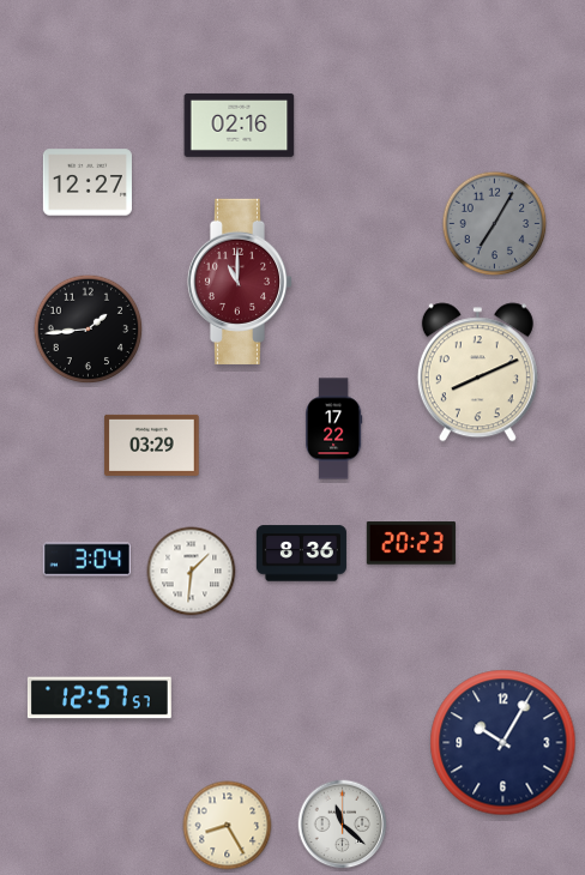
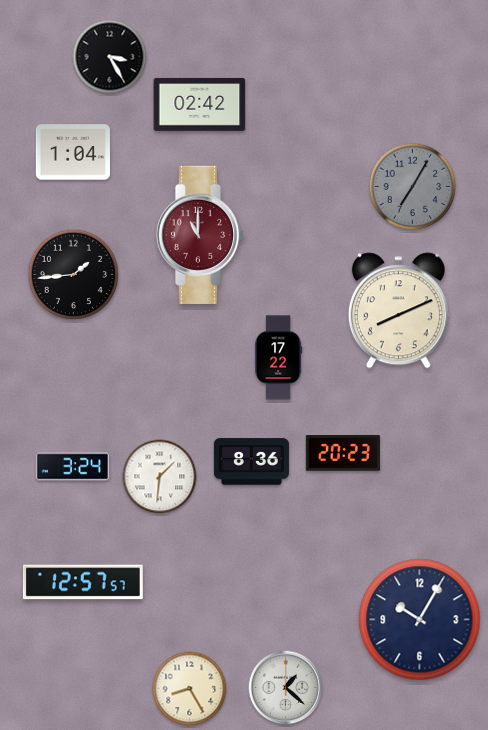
clock at (110, 57): none -> 3:25
clock at (240, 125): 02:16 -> 02:42
clock at (88, 182): 12:27 -> 1:04
clock at (152, 445): 03:29 -> none
clock at (88, 560): 3:04 -> 3:24
clock at (343, 825): 11:22 -> 1:22
